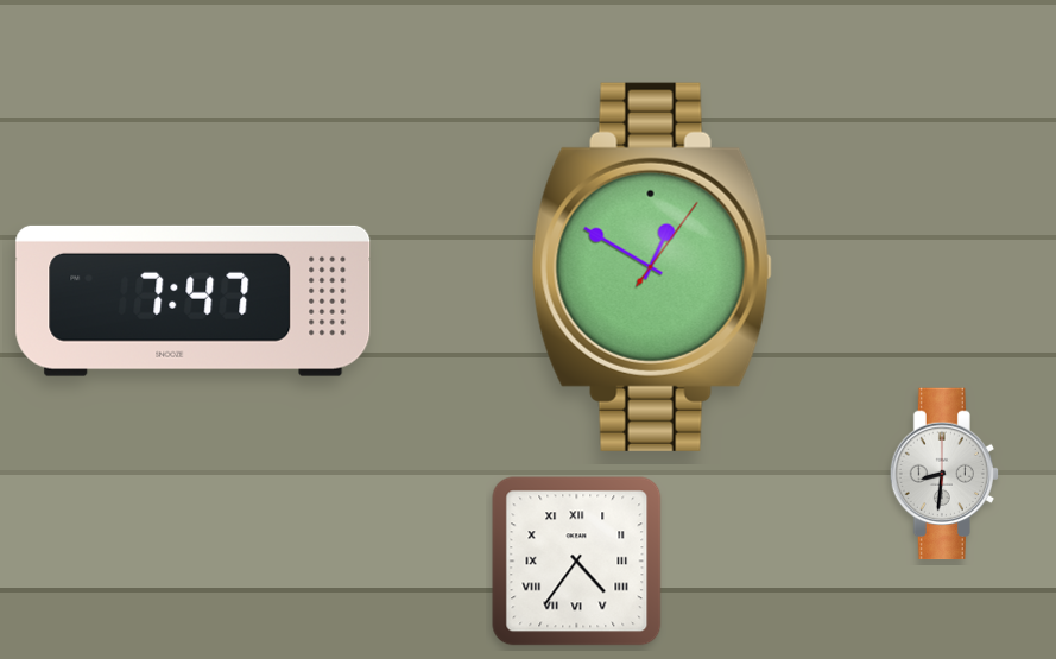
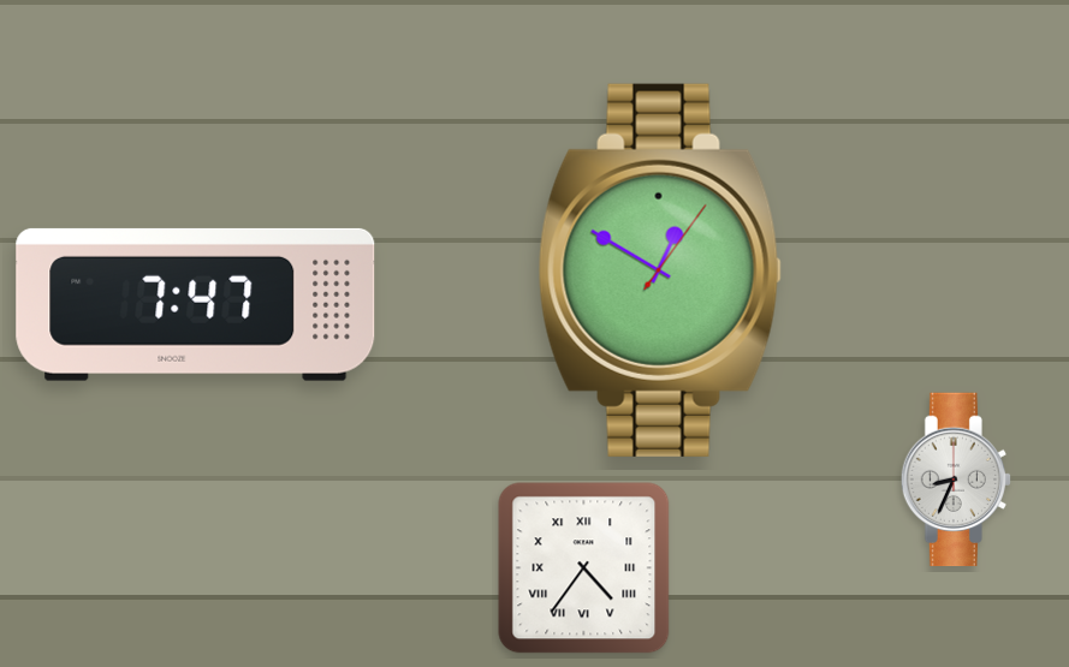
clock at (943, 474): 8:31 -> 8:34
